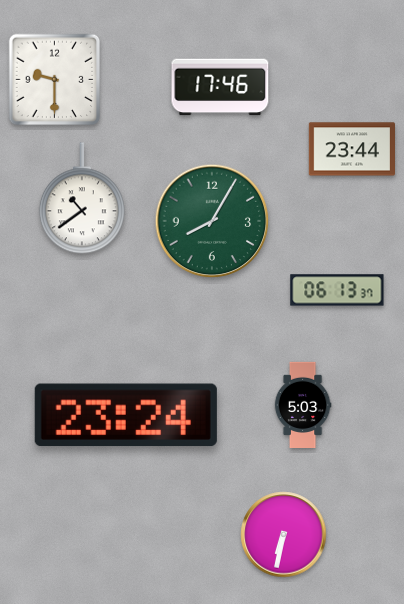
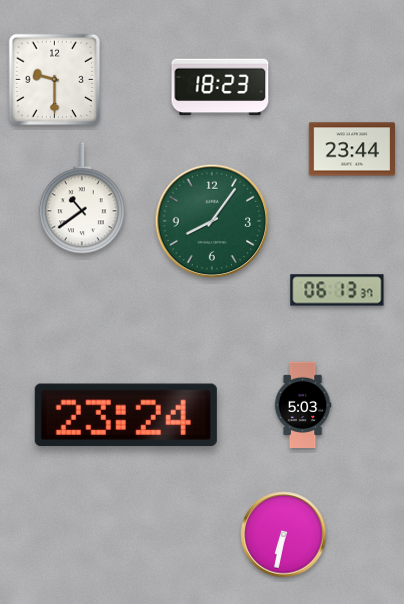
clock at (220, 87): 17:46 -> 18:23
clock at (212, 221): 8:05 -> 8:06
